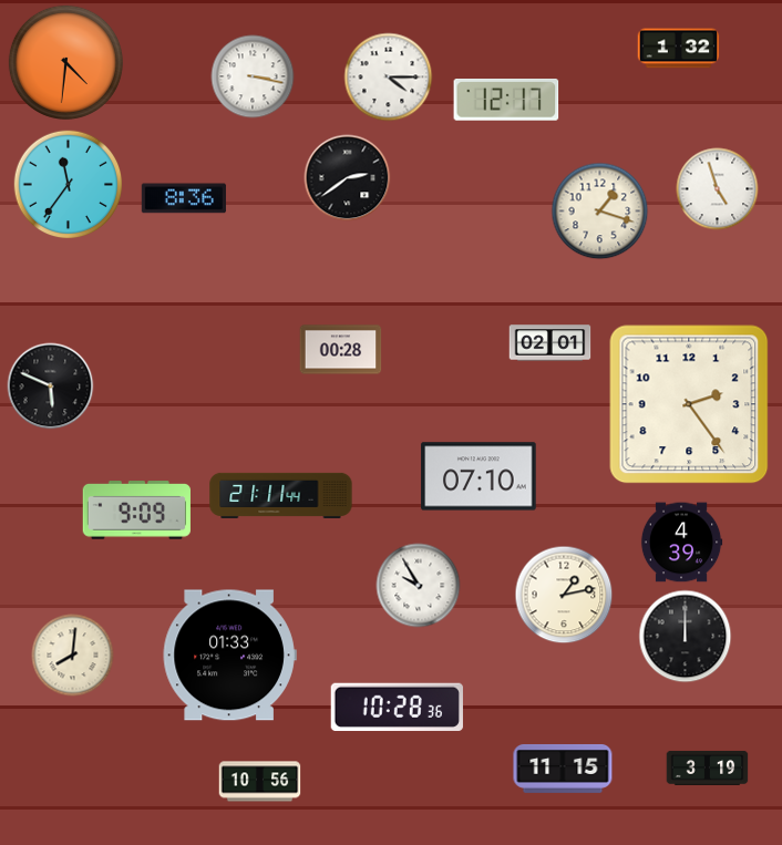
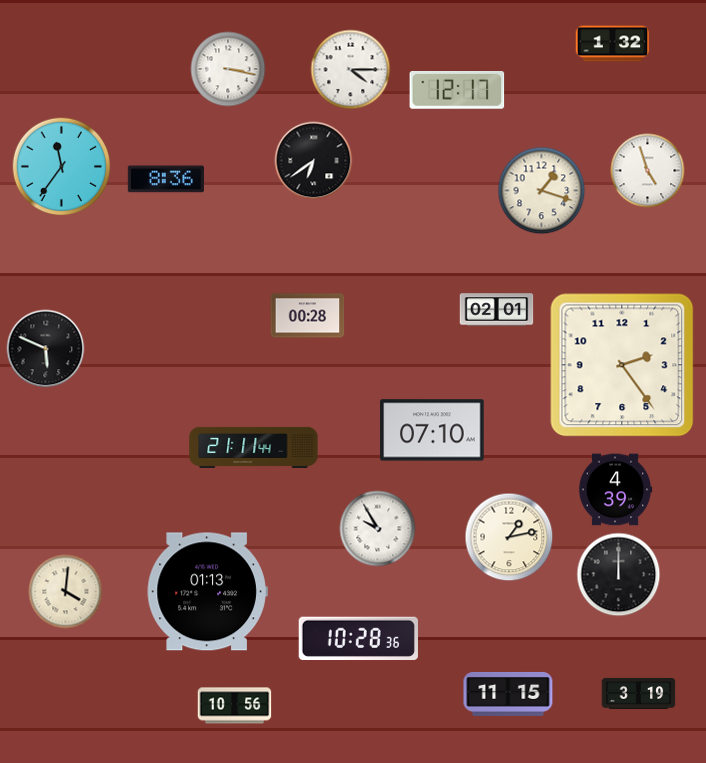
clock at (65, 62): 4:31 -> none
clock at (348, 178): 2:39 -> 6:39
clock at (136, 511): 9:09 -> none
clock at (73, 656): 8:01 -> 4:01
clock at (229, 656): 01:33 -> 01:13
